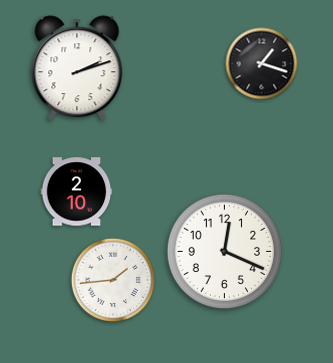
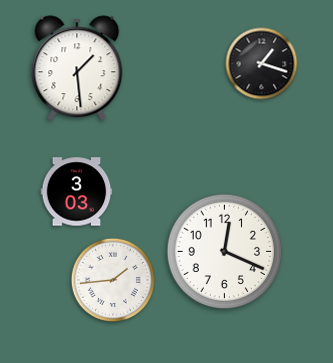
clock at (77, 68): 2:12 -> 1:29
clock at (77, 192): 2:10 -> 3:03
